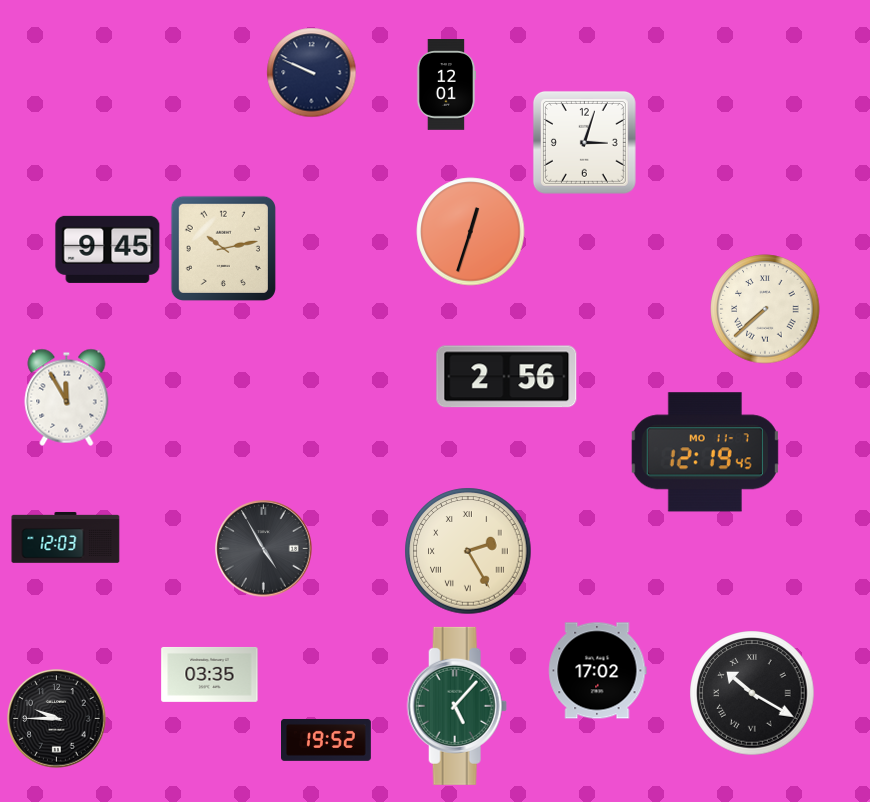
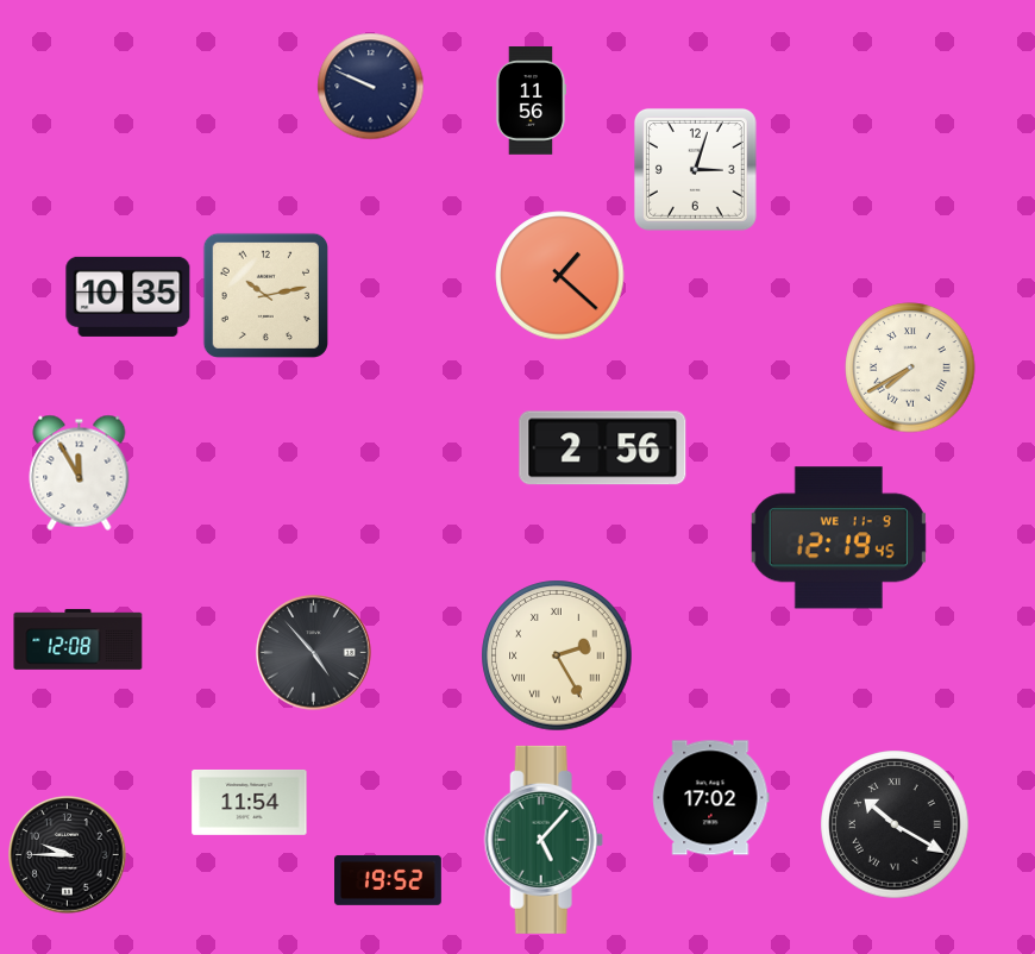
clock at (446, 85): 12:01 -> 11:56
clock at (471, 232): 12:33 -> 1:22
clock at (108, 249): 9:45 -> 10:35
clock at (765, 309): 7:38 -> 7:40
clock at (705, 452) date: MO 11-7 -> WE 11-9
clock at (66, 538): 12:03 -> 12:08
clock at (264, 549): 4:55 -> 4:53
clock at (210, 674): 03:35 -> 11:54
